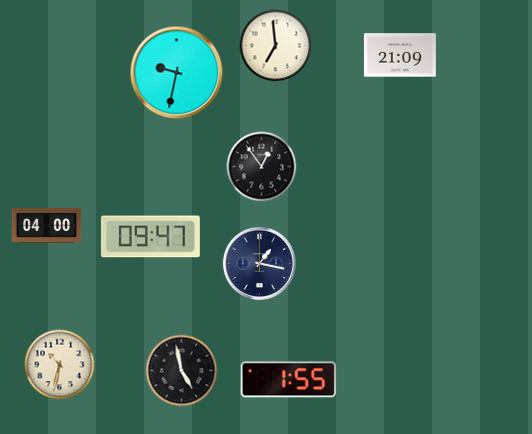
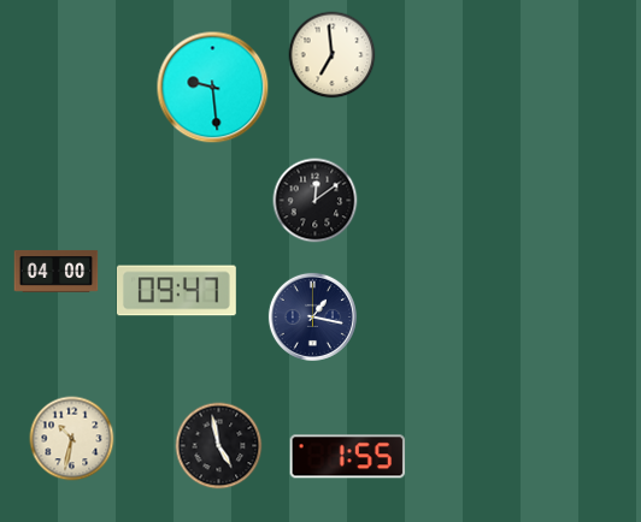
clock at (400, 55): 21:09 -> none
clock at (177, 73): 9:32 -> 9:29
clock at (262, 167): 12:54 -> 12:09
clock at (150, 237) position: (150, 237) -> (176, 291)
